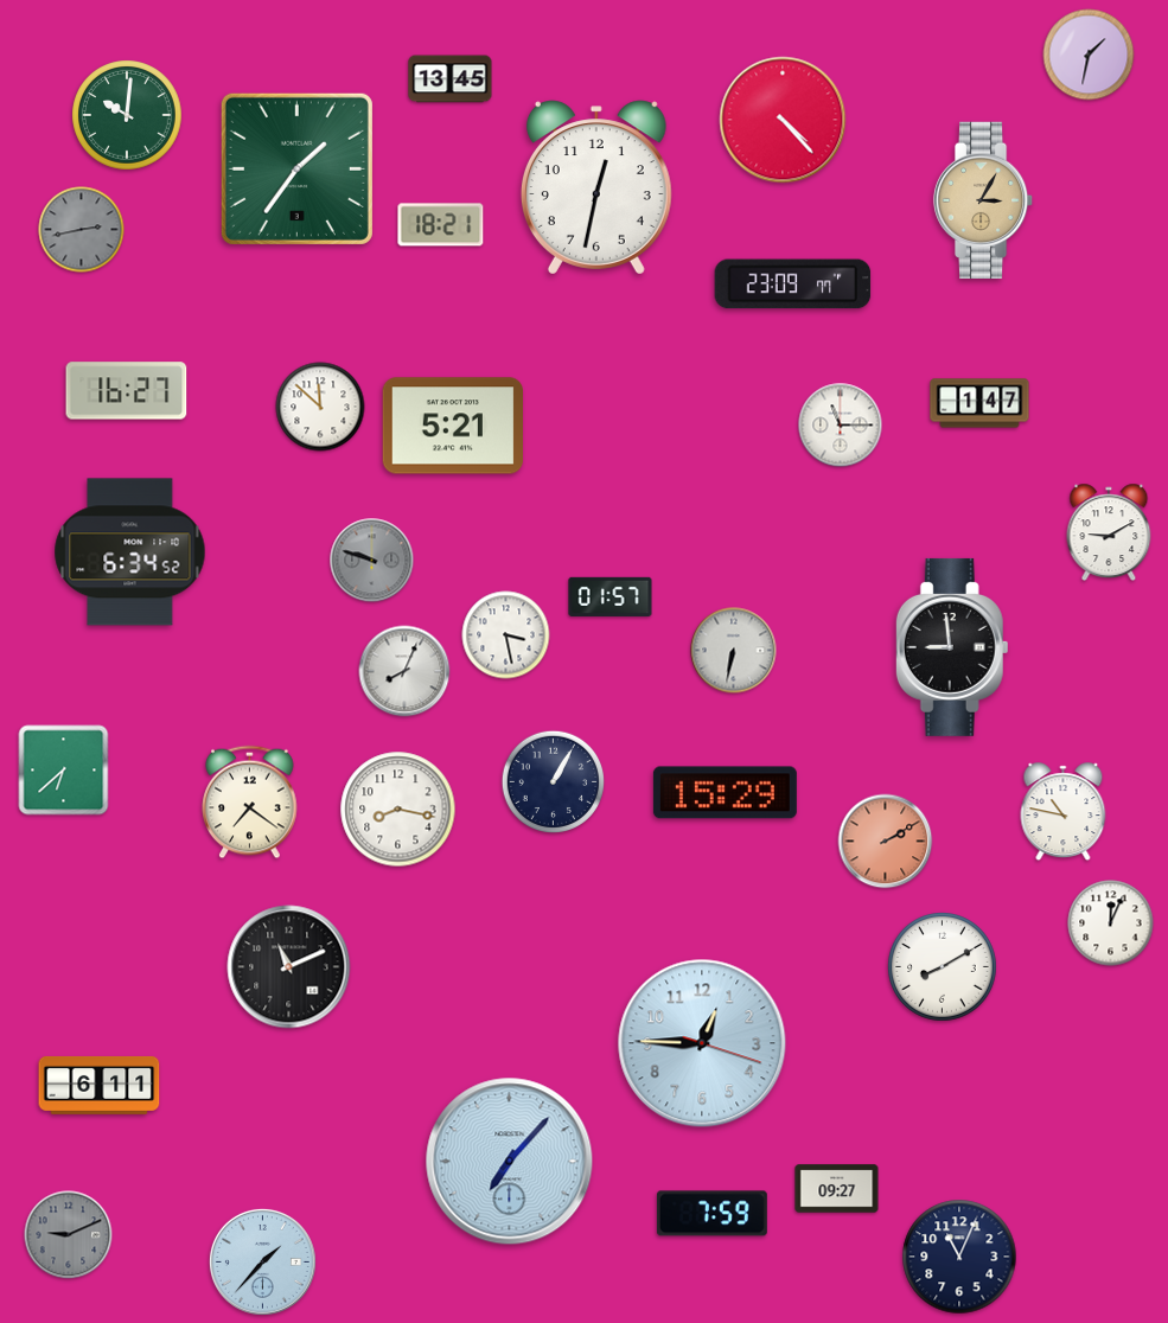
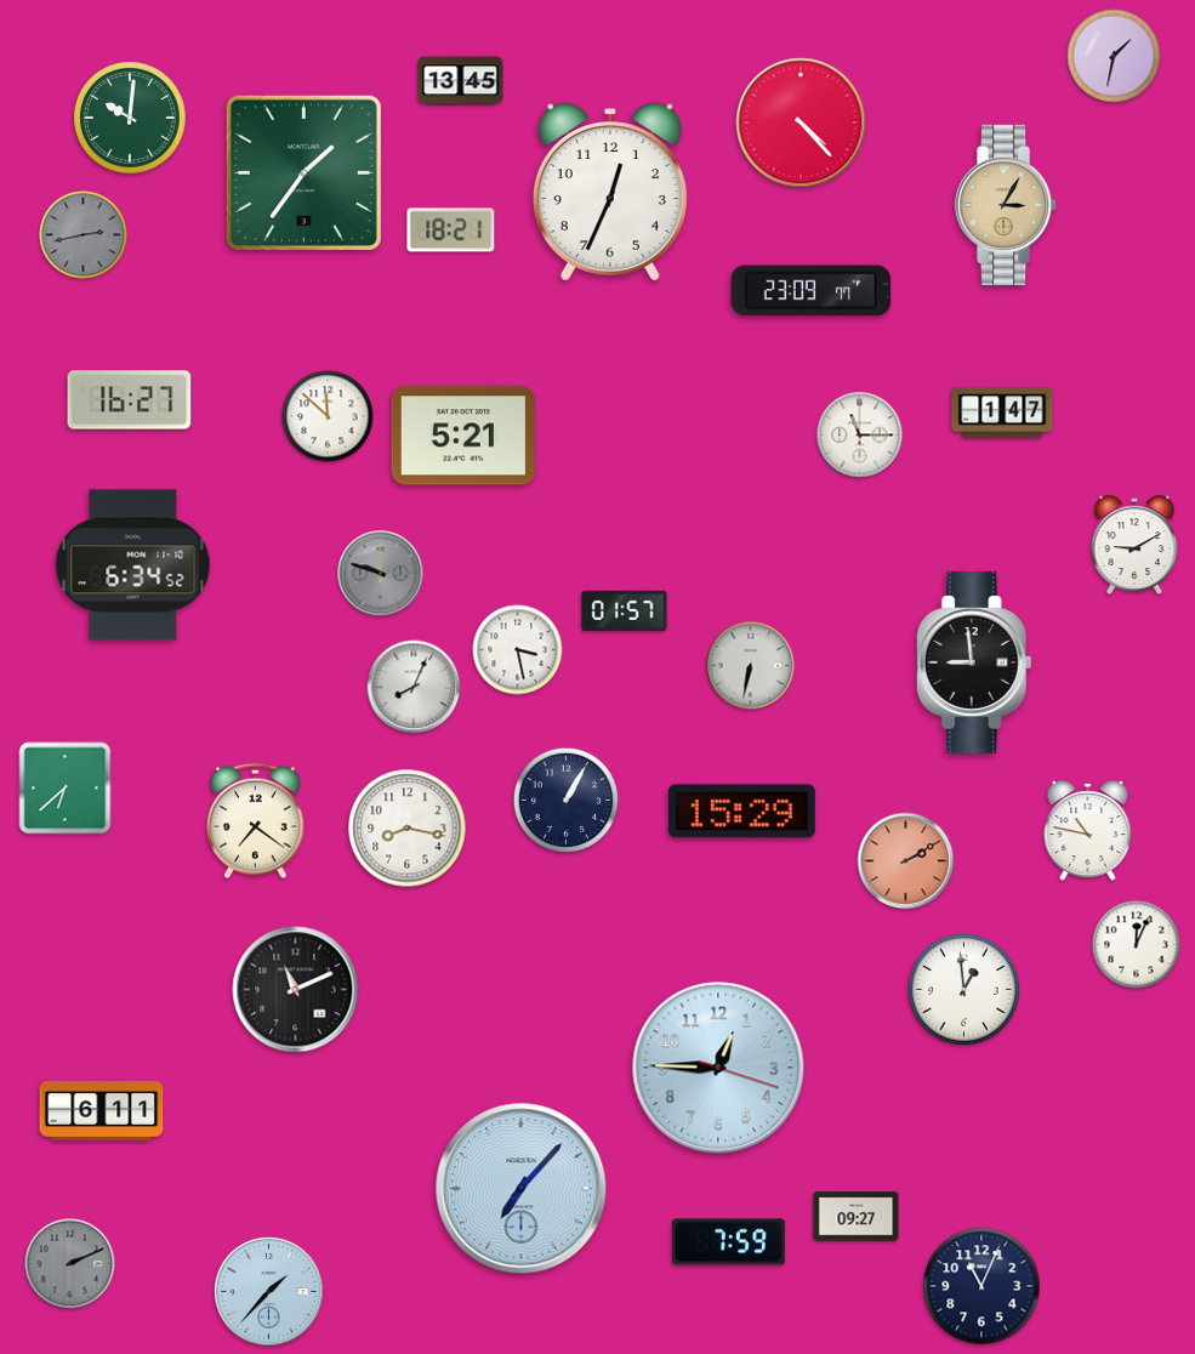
clock at (596, 187): 12:32 -> 12:34
clock at (943, 967): 8:10 -> 12:59
clock at (69, 1235): 9:11 -> 2:11
